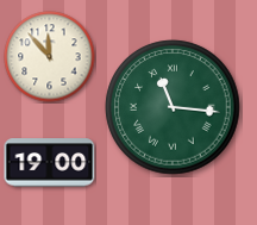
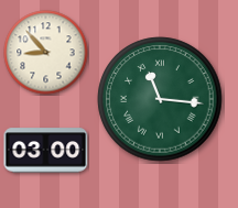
clock at (50, 57): 11:53 -> 8:53
clock at (50, 163): 19:00 -> 03:00
